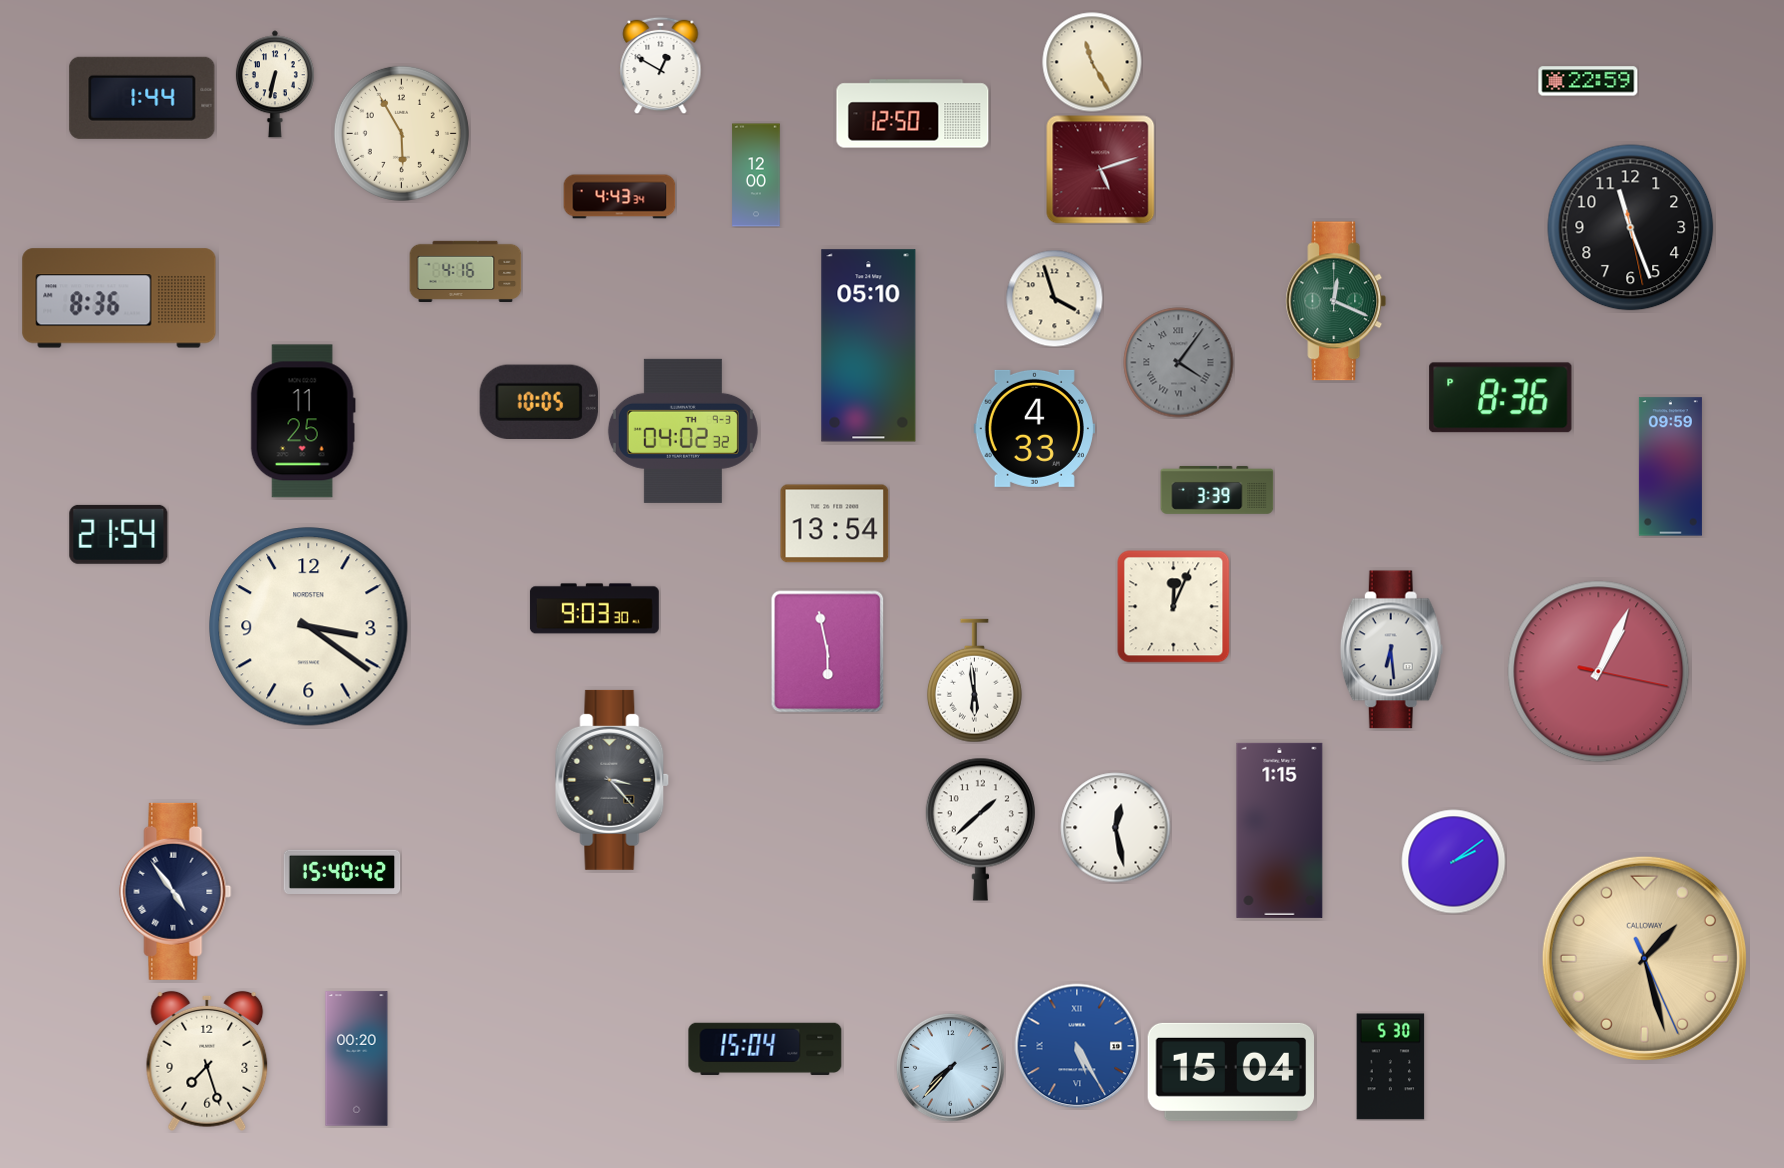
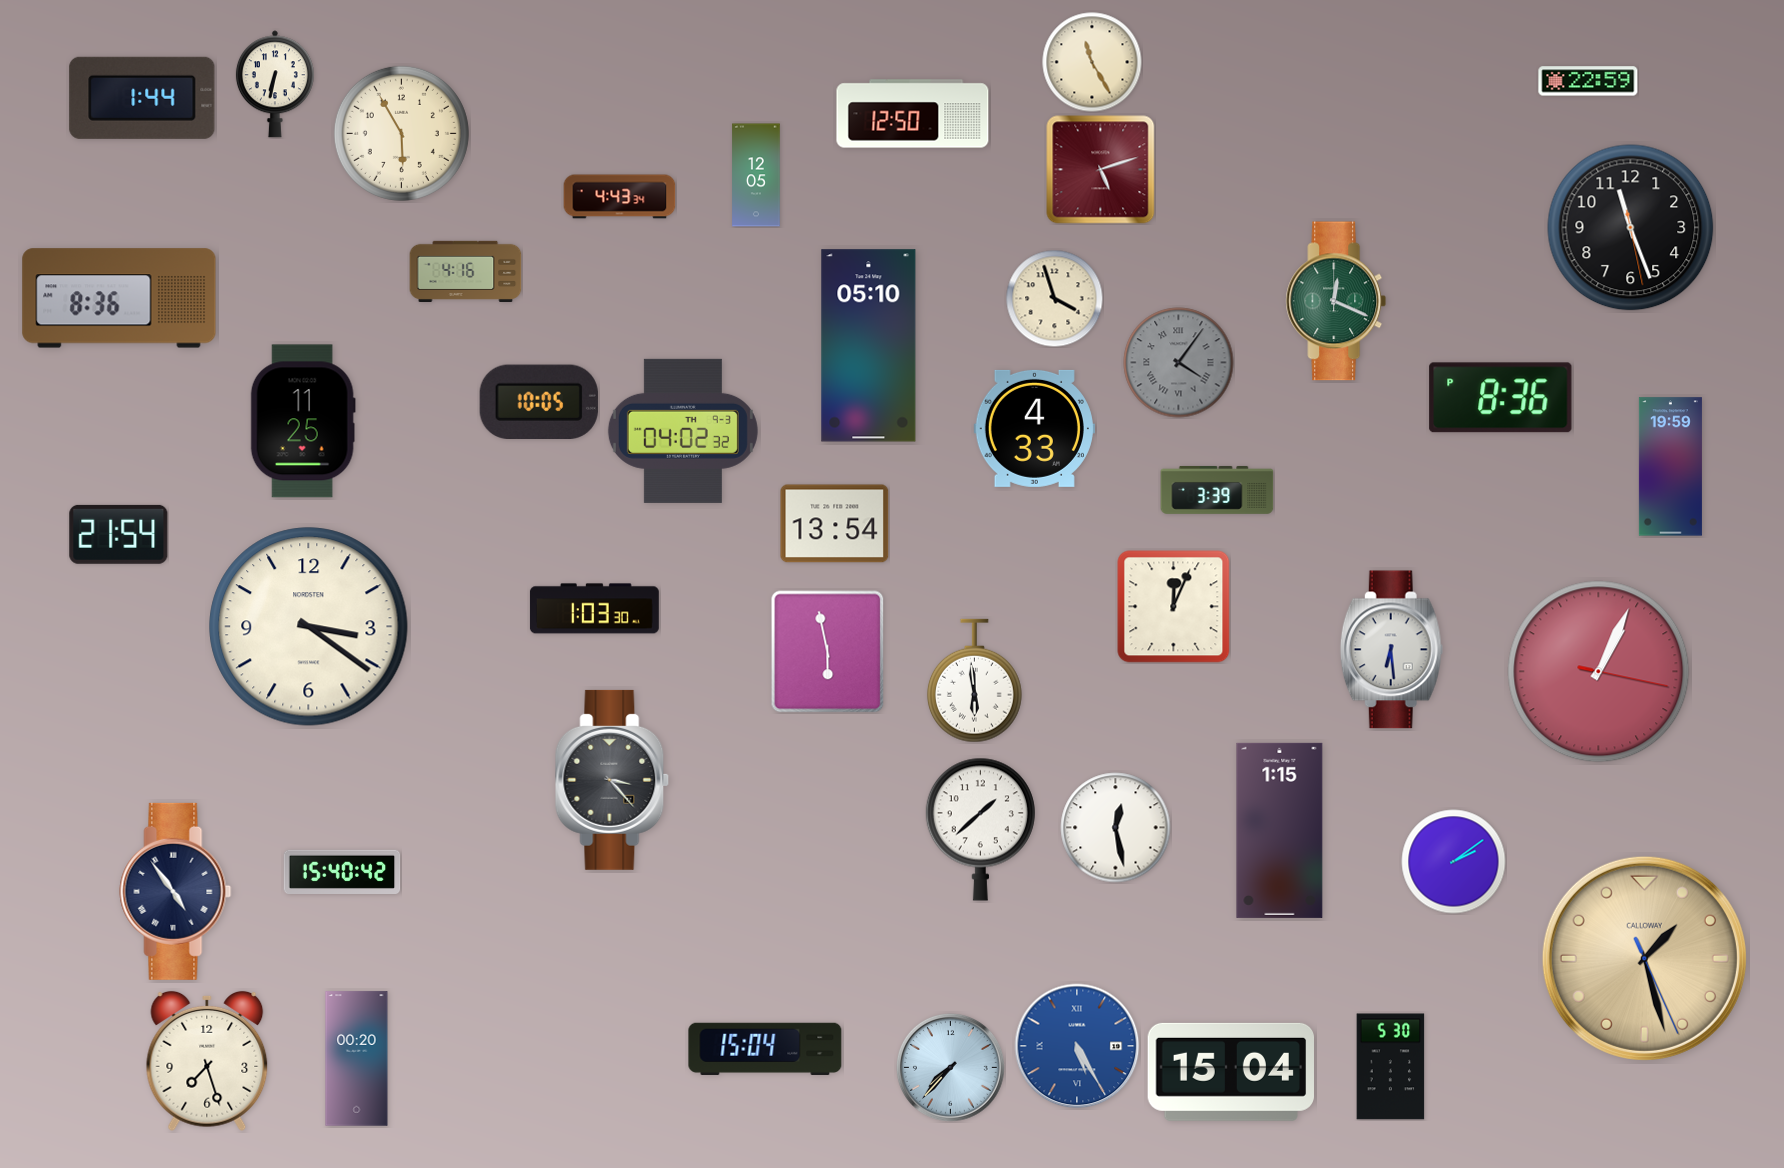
clock at (661, 65): 12:50 -> none
clock at (756, 175): 12:00 -> 12:05
clock at (1670, 467): 09:59 -> 19:59
clock at (594, 609): 9:03 -> 1:03
